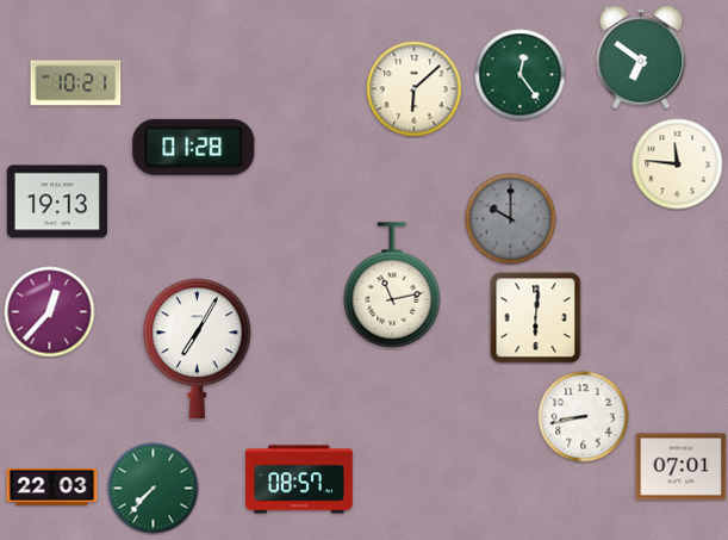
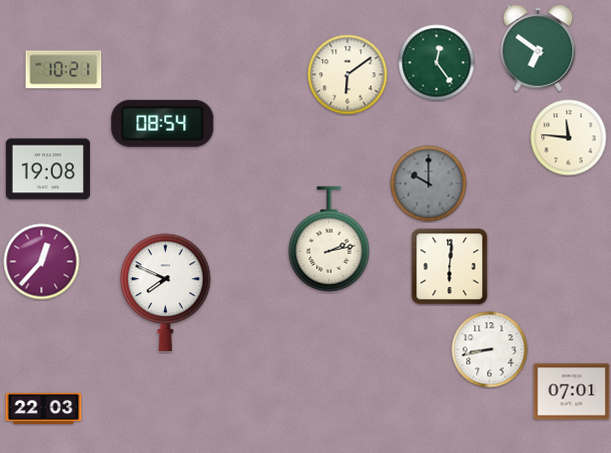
clock at (415, 89): 6:08 -> 6:09
clock at (194, 147): 01:28 -> 08:54
clock at (57, 201): 19:13 -> 19:08
clock at (392, 285): 11:13 -> 2:13
clock at (198, 348): 7:05 -> 7:49
clock at (300, 479): 08:57 -> none
clock at (154, 489): 7:37 -> none
